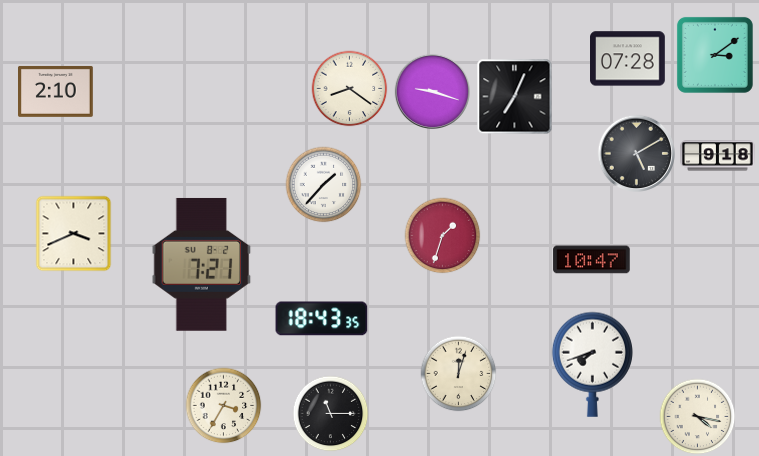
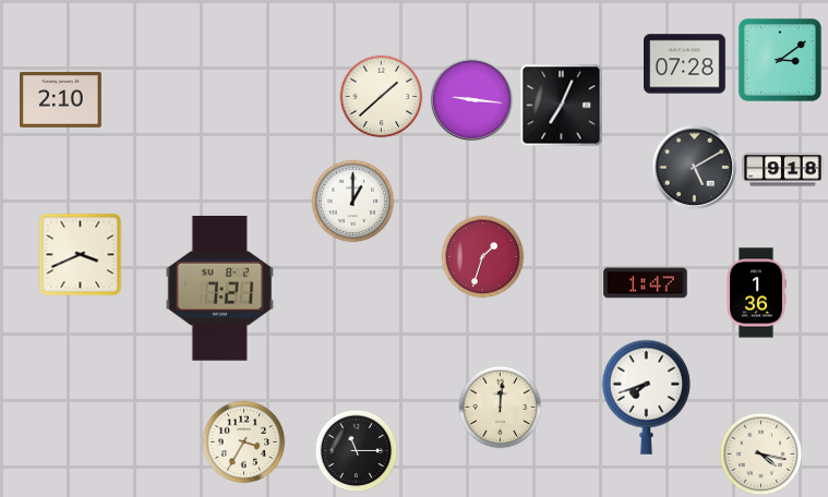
clock at (350, 89): 8:21 -> 1:38
clock at (432, 91): 9:18 -> 9:16
clock at (324, 185): 1:37 -> 1:00
clock at (592, 260): 10:47 -> 1:47
clock at (756, 293): none -> 1:36
clock at (322, 319): 18:43 -> none
clock at (459, 374): 12:03 -> 12:01
clock at (331, 414) position: (331, 414) -> (357, 451)
